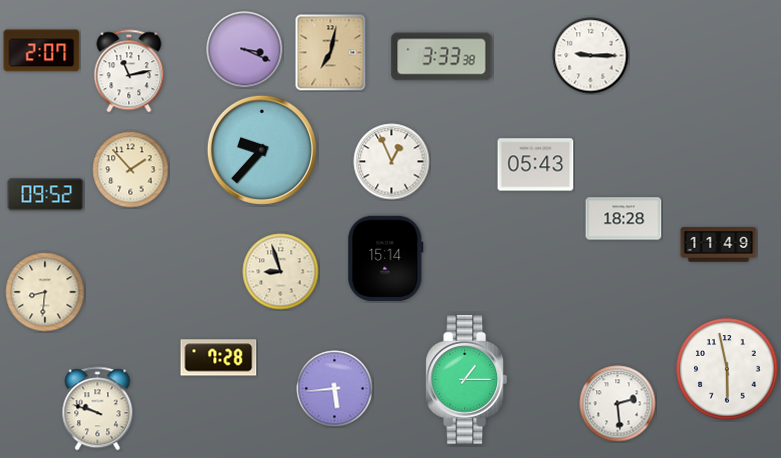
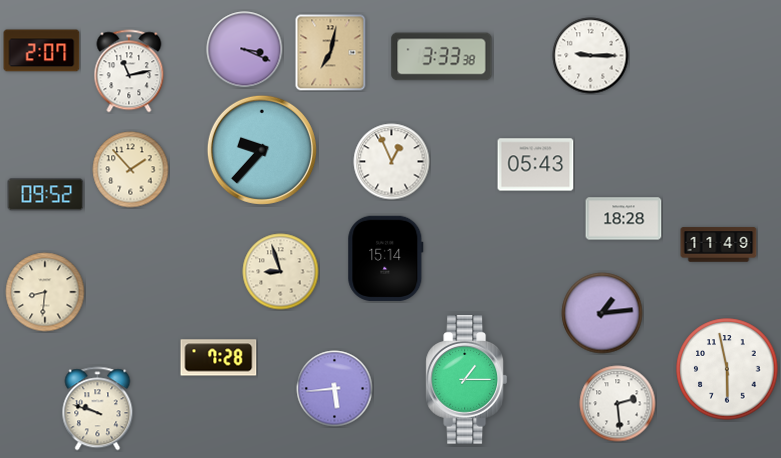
clock at (602, 313): none -> 1:14
